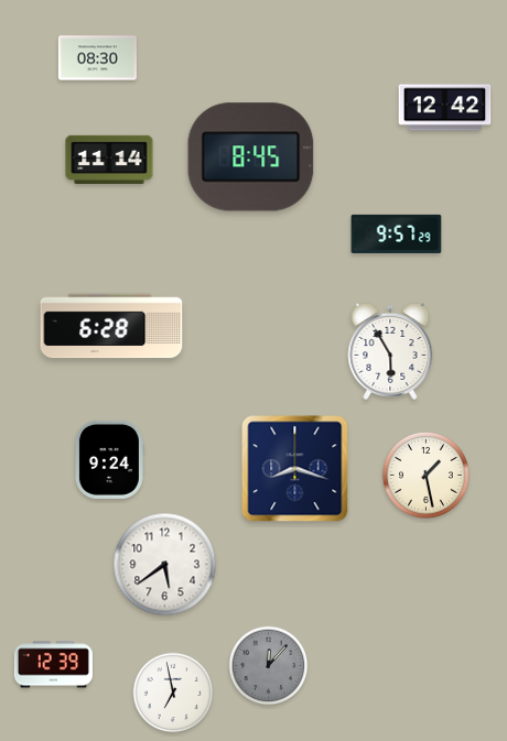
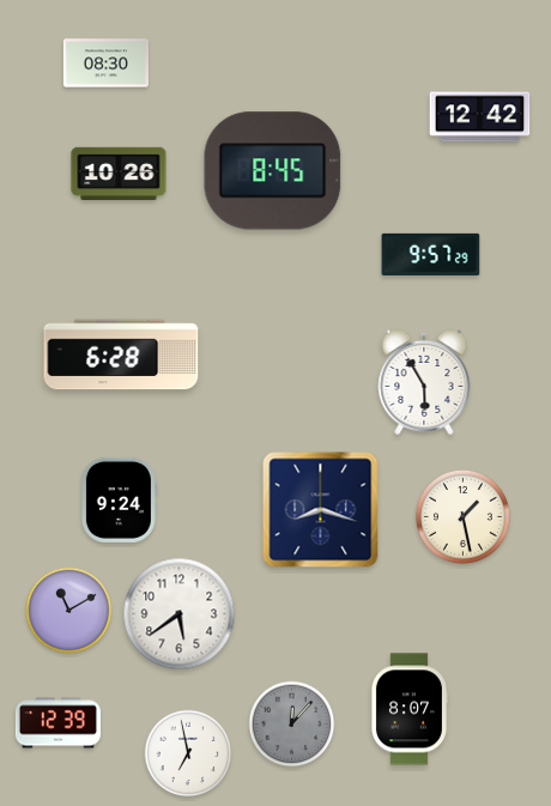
clock at (445, 108) position: (445, 108) -> (480, 117)
clock at (109, 159): 11:14 -> 10:26
clock at (69, 611): none -> 11:10
clock at (408, 709): none -> 8:07
